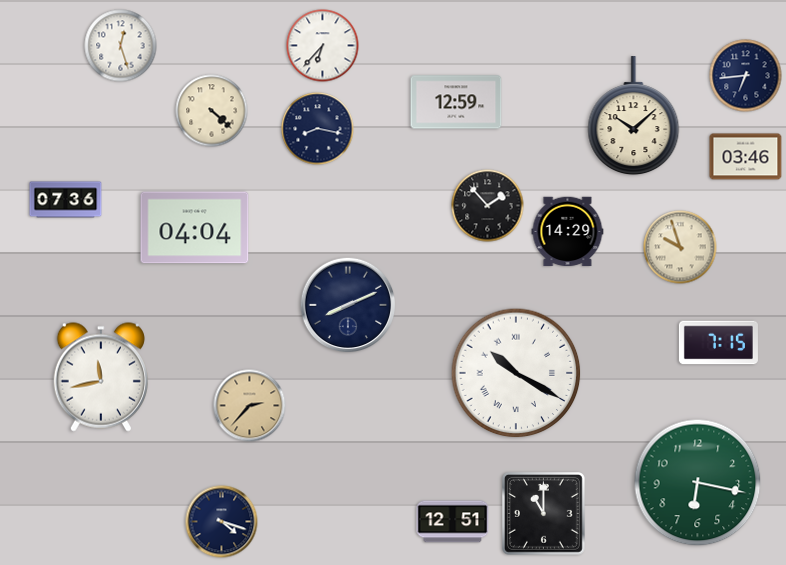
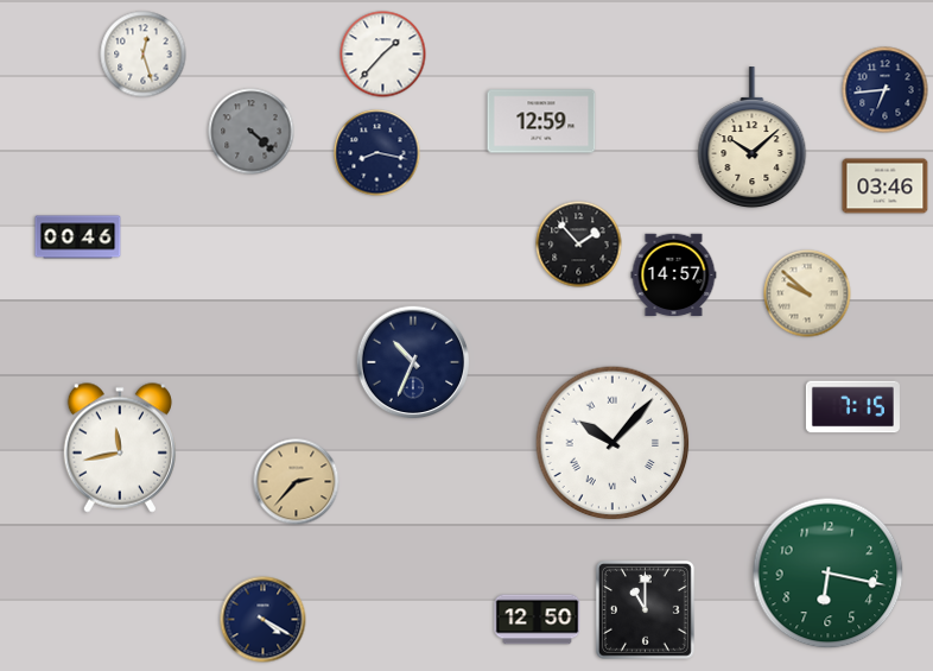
clock at (323, 46): 6:37 -> 1:37
clock at (212, 111) dial: cream -> grey
clock at (66, 200): 07:36 -> 00:46
clock at (195, 228): 04:04 -> none
clock at (568, 232): 14:29 -> 14:57
clock at (680, 247): 9:57 -> 9:52
clock at (348, 305): 8:11 -> 10:34
clock at (516, 373): 10:20 -> 10:07
clock at (222, 522): 4:18 -> 4:20
clock at (453, 522): 12:51 -> 12:50
